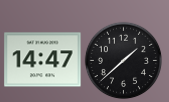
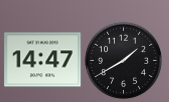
clock at (123, 60): 1:38 -> 1:40
